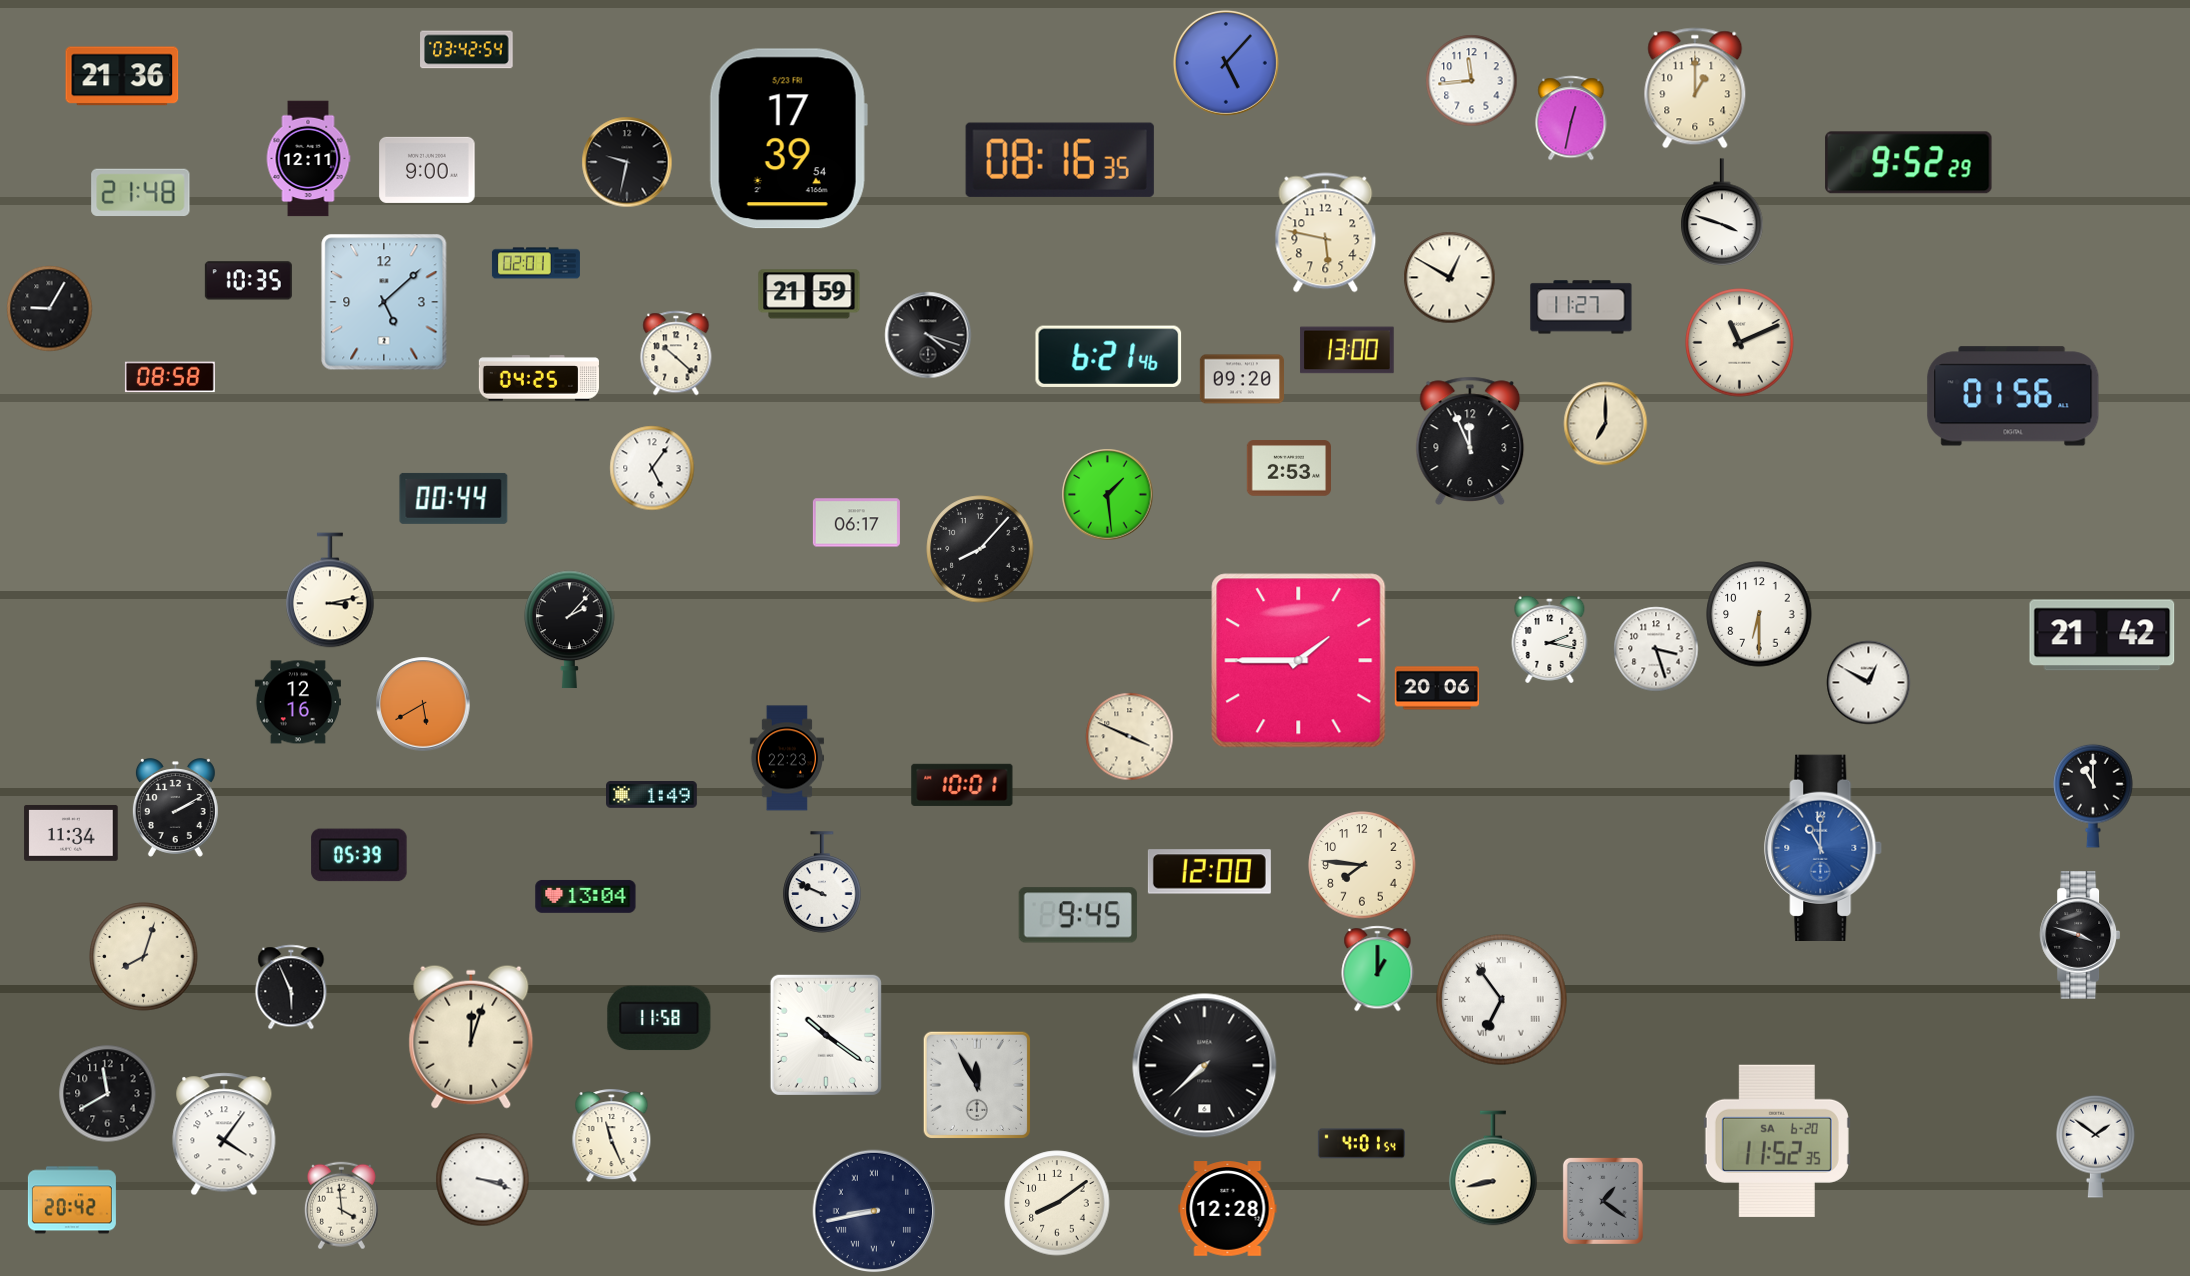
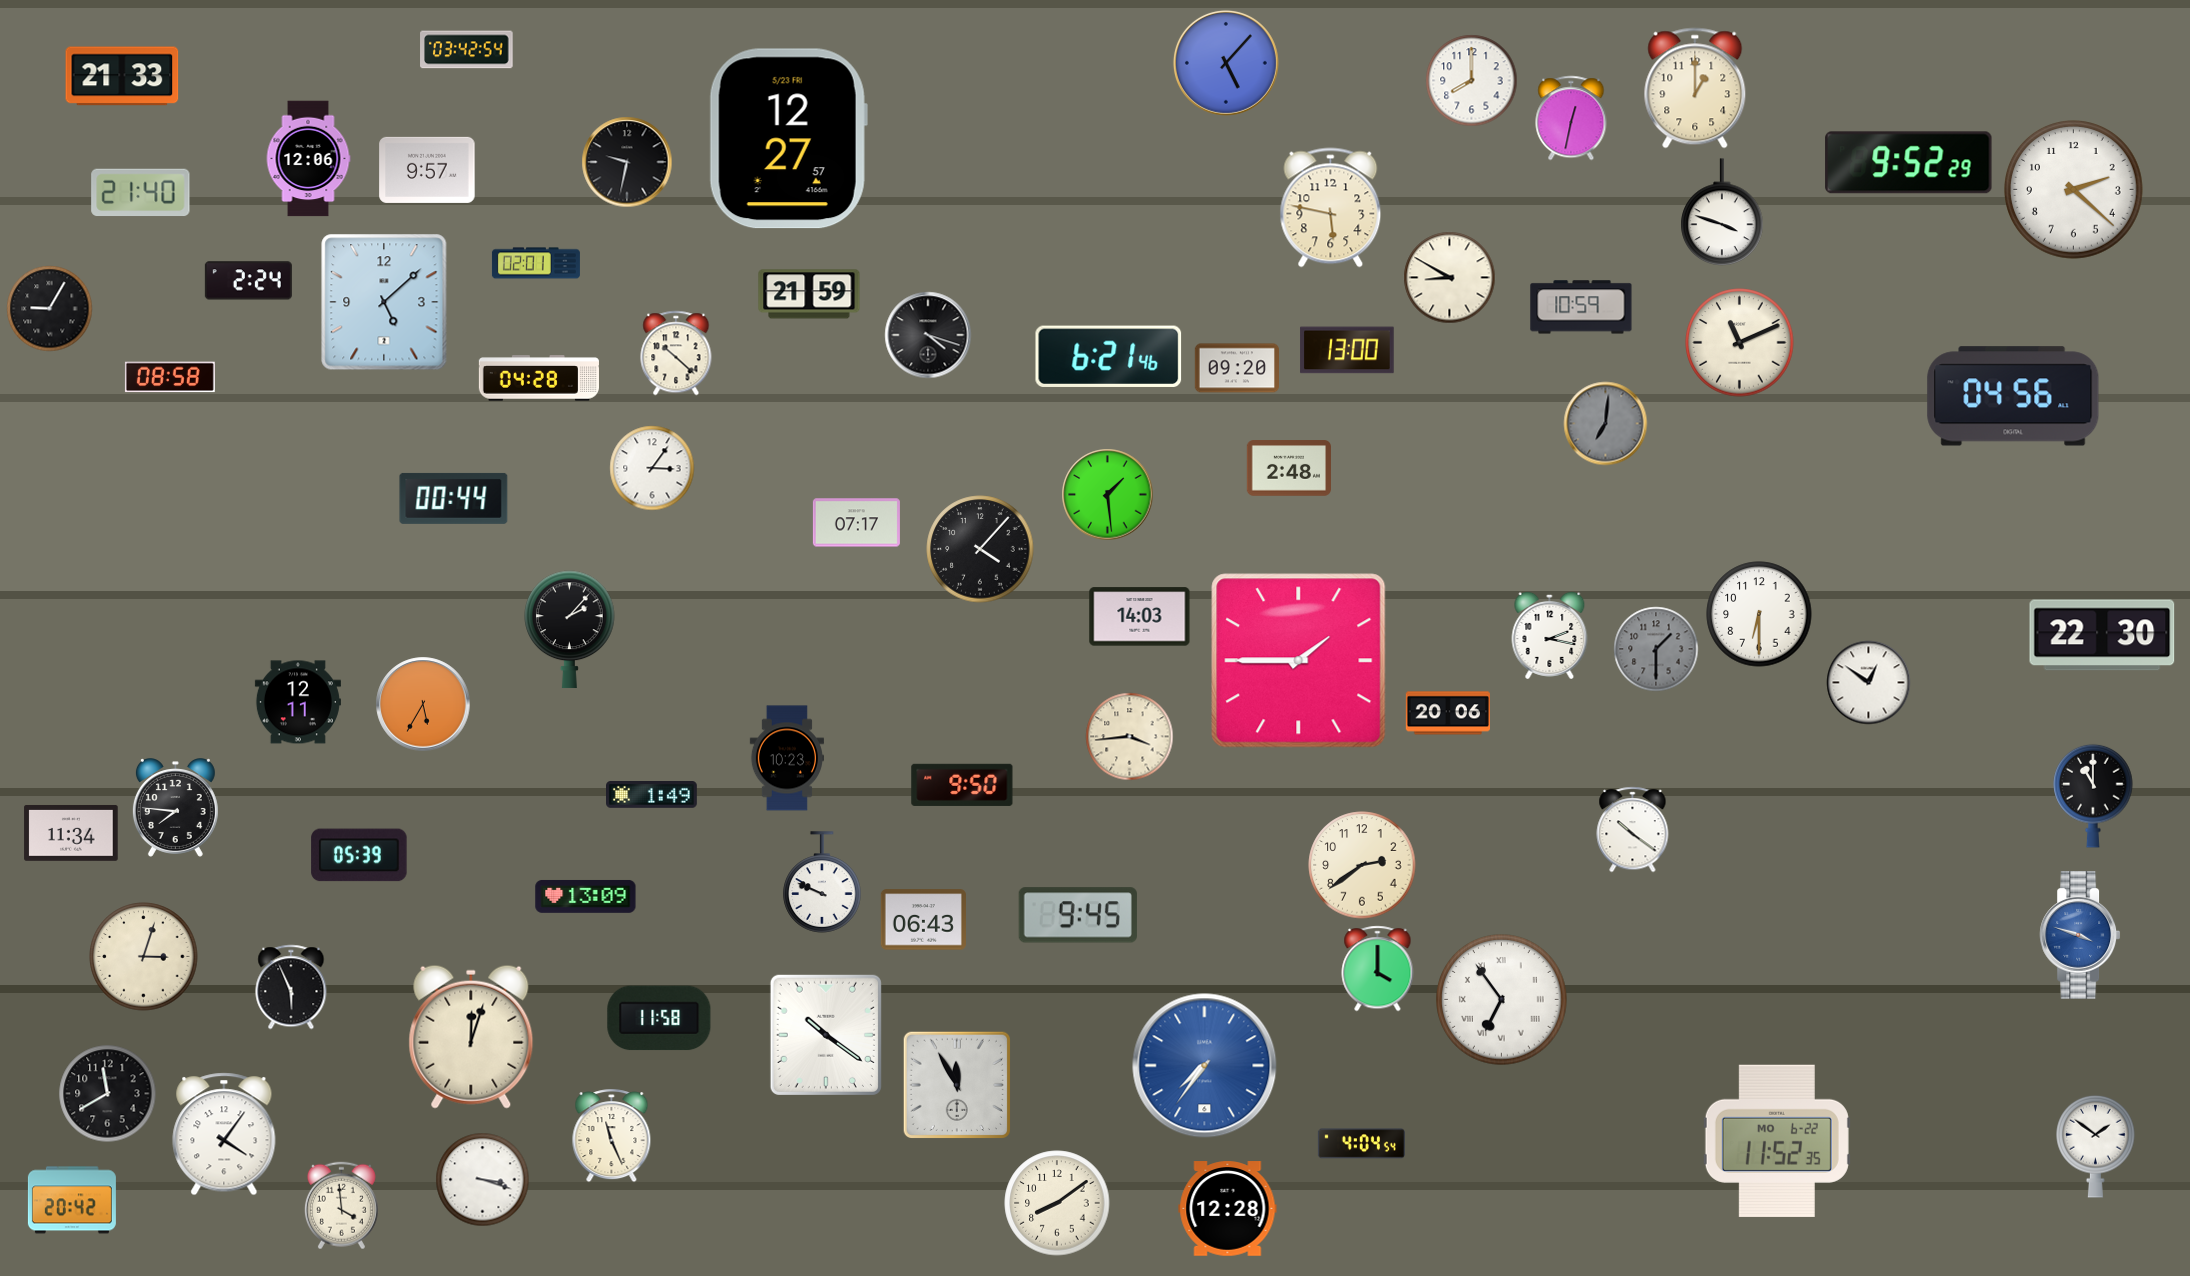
clock at (122, 76): 21:36 -> 21:33
clock at (1472, 81): 11:44 -> 8:00
clock at (788, 139): 17:39 -> 12:27
clock at (308, 159): 12:11 -> 12:06
clock at (1060, 160): 08:16 -> none
clock at (427, 170): 9:00 -> 9:57
clock at (2074, 190): none -> 2:22
clock at (141, 193): 21:48 -> 21:40
clock at (1326, 233) position: (1326, 233) -> (1331, 208)
clock at (1450, 278): 12:50 -> 8:50
clock at (248, 281): 10:35 -> 2:24
clock at (1581, 307): 11:27 -> 10:59
clock at (539, 378): 04:25 -> 04:28
clock at (1241, 379) position: (1241, 379) -> (1236, 368)
clock at (2013, 396): 01:56 -> 04:56
clock at (1606, 424): 7:00 -> 7:01
clock at (1606, 424) dial: cream -> grey
clock at (1470, 440): 11:56 -> none
clock at (652, 468): 5:06 -> 3:06
clock at (1288, 468): 2:53 -> 2:48
clock at (856, 523): 06:17 -> 07:17
clock at (980, 549): 8:07 -> 4:07
clock at (330, 590): 3:13 -> none
clock at (1140, 617): none -> 14:03
clock at (2102, 635): 21:42 -> 22:30
clock at (1550, 639) position: (1550, 639) -> (1550, 635)
clock at (1656, 649): 3:27 -> 1:30
clock at (1656, 649) dial: white -> grey
clock at (1869, 683): 12:50 -> 12:51
clock at (1436, 688) position: (1436, 688) -> (1447, 713)
clock at (298, 702): 12:16 -> 12:11
clock at (423, 704): 5:40 -> 5:35
clock at (1130, 737): 3:49 -> 3:44
clock at (787, 758): 22:23 -> 10:23
clock at (962, 785): 10:01 -> 9:50
clock at (175, 808): 2:10 -> 7:46
clock at (1633, 830): none -> 10:21
clock at (1824, 847): 11:00 -> none
clock at (1362, 865): 7:46 -> 2:39
clock at (1209, 872): 12:00 -> none
clock at (586, 896): 13:04 -> 13:09
clock at (923, 920): none -> 06:43
clock at (2080, 935) dial: black -> blue
clock at (144, 957): 8:03 -> 3:03
clock at (1378, 969): 1:00 -> 4:00
clock at (1205, 1066): 7:38 -> 7:36
clock at (1205, 1066) dial: black -> blue
clock at (977, 1085) position: (977, 1085) -> (957, 1085)
clock at (1777, 1140) date: SA 6-20 -> MO 6-22
clock at (1361, 1144): 4:01 -> 4:04
clock at (1493, 1168): 8:43 -> none
clock at (1603, 1201): 1:21 -> none
clock at (874, 1211): 8:43 -> none
